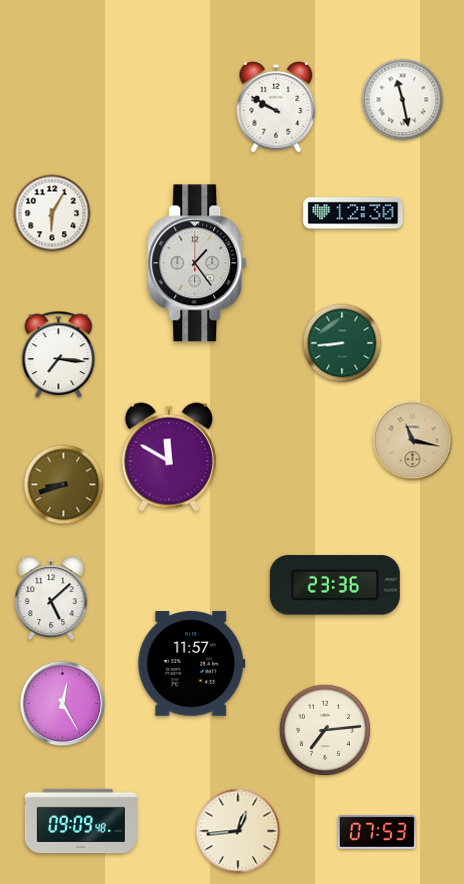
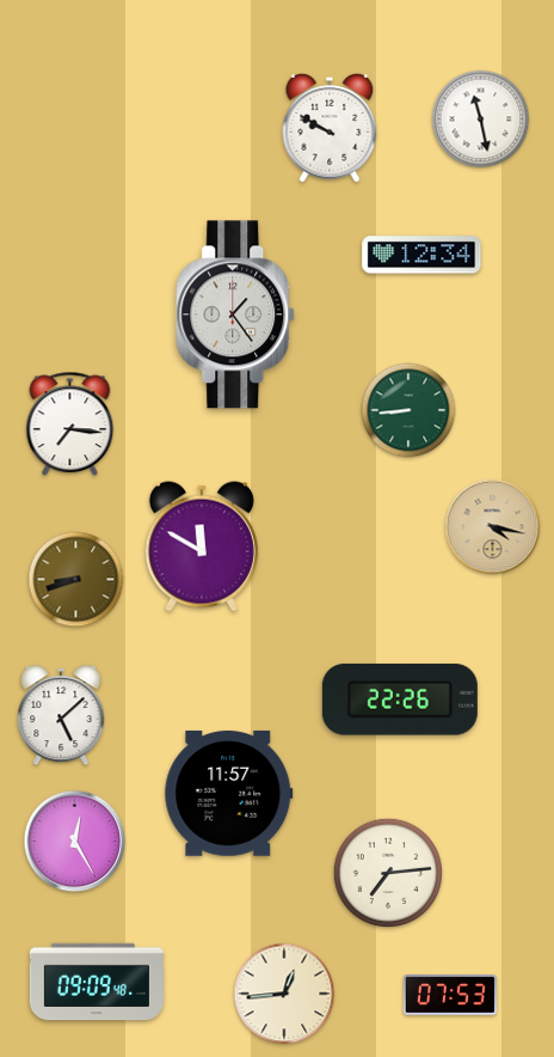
clock at (52, 213): 6:05 -> none
clock at (353, 213): 12:30 -> 12:34
clock at (413, 441): 11:17 -> 4:17
clock at (335, 585): 23:36 -> 22:26
